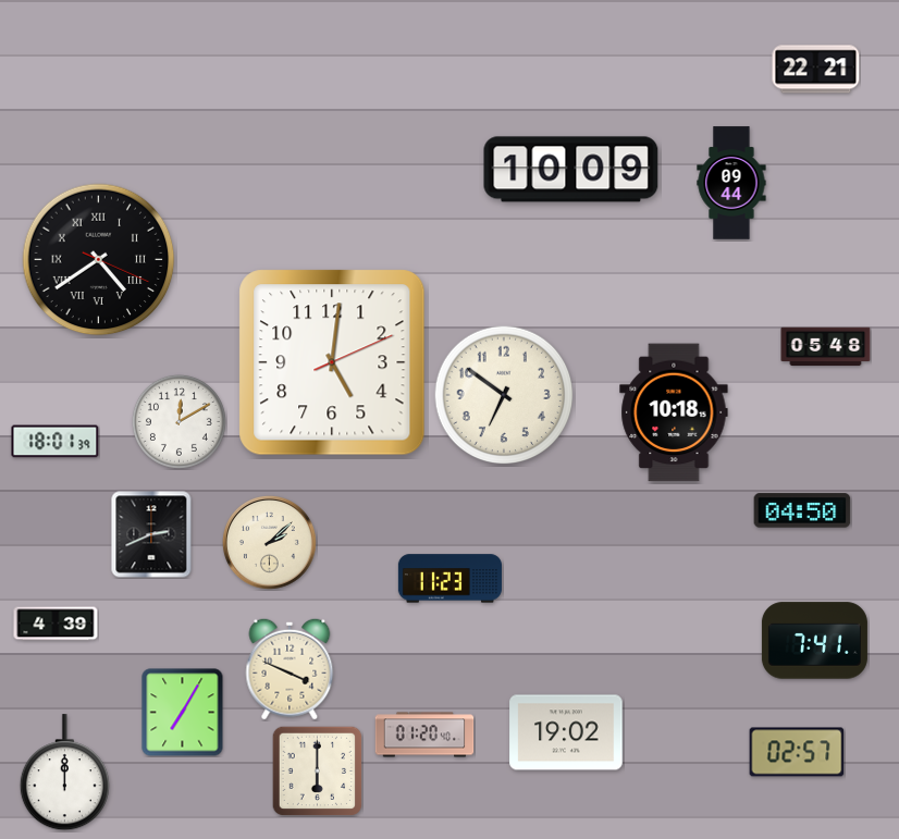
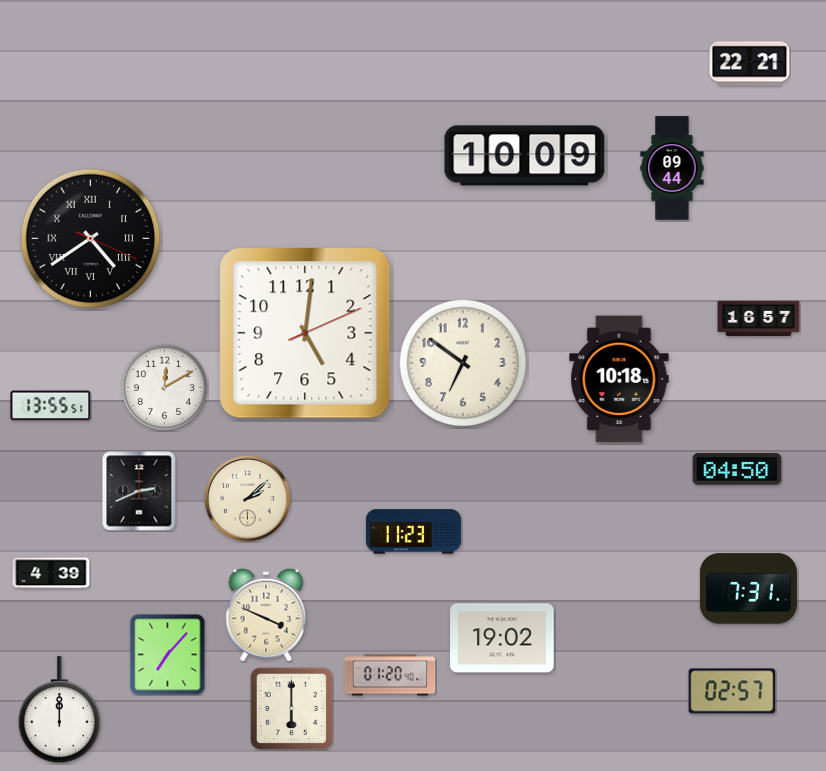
clock at (826, 347): 05:48 -> 16:57
clock at (56, 442): 18:01 -> 13:55
clock at (814, 641): 7:41 -> 7:31
clock at (183, 713): 7:05 -> 7:07
clock at (566, 732) position: (566, 732) -> (502, 638)
